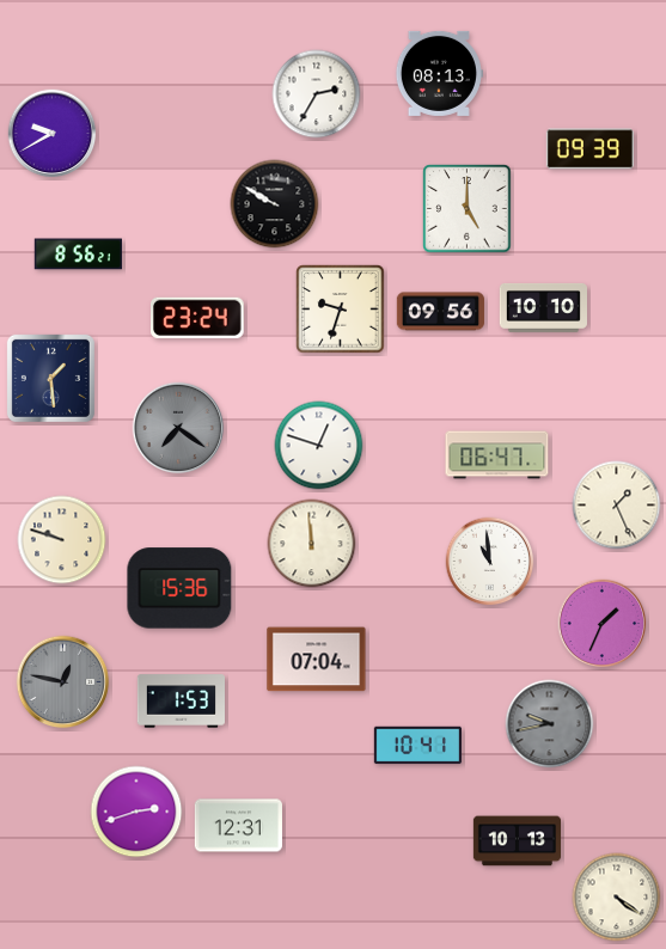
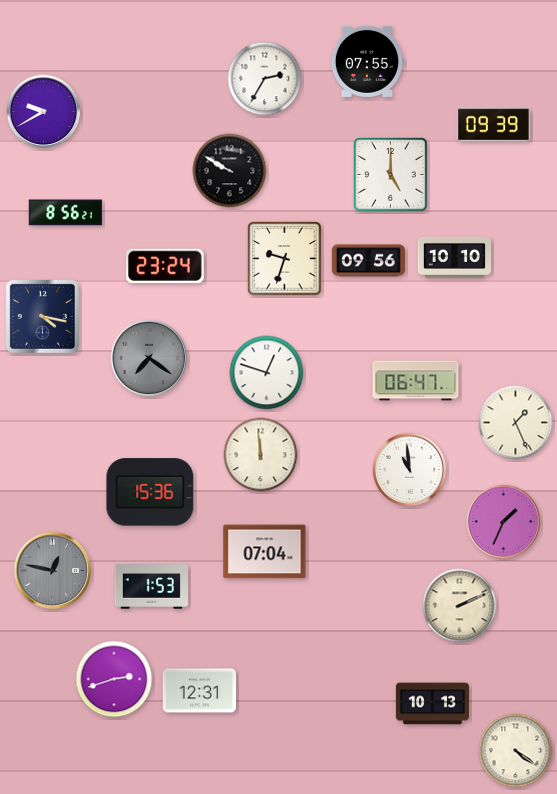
clock at (439, 73): 08:13 -> 07:55
clock at (50, 378): 1:29 -> 4:17
clock at (62, 540): 9:48 -> none
clock at (550, 724): 9:43 -> 2:11
clock at (550, 724) dial: grey -> cream
clock at (417, 746): 10:41 -> none
